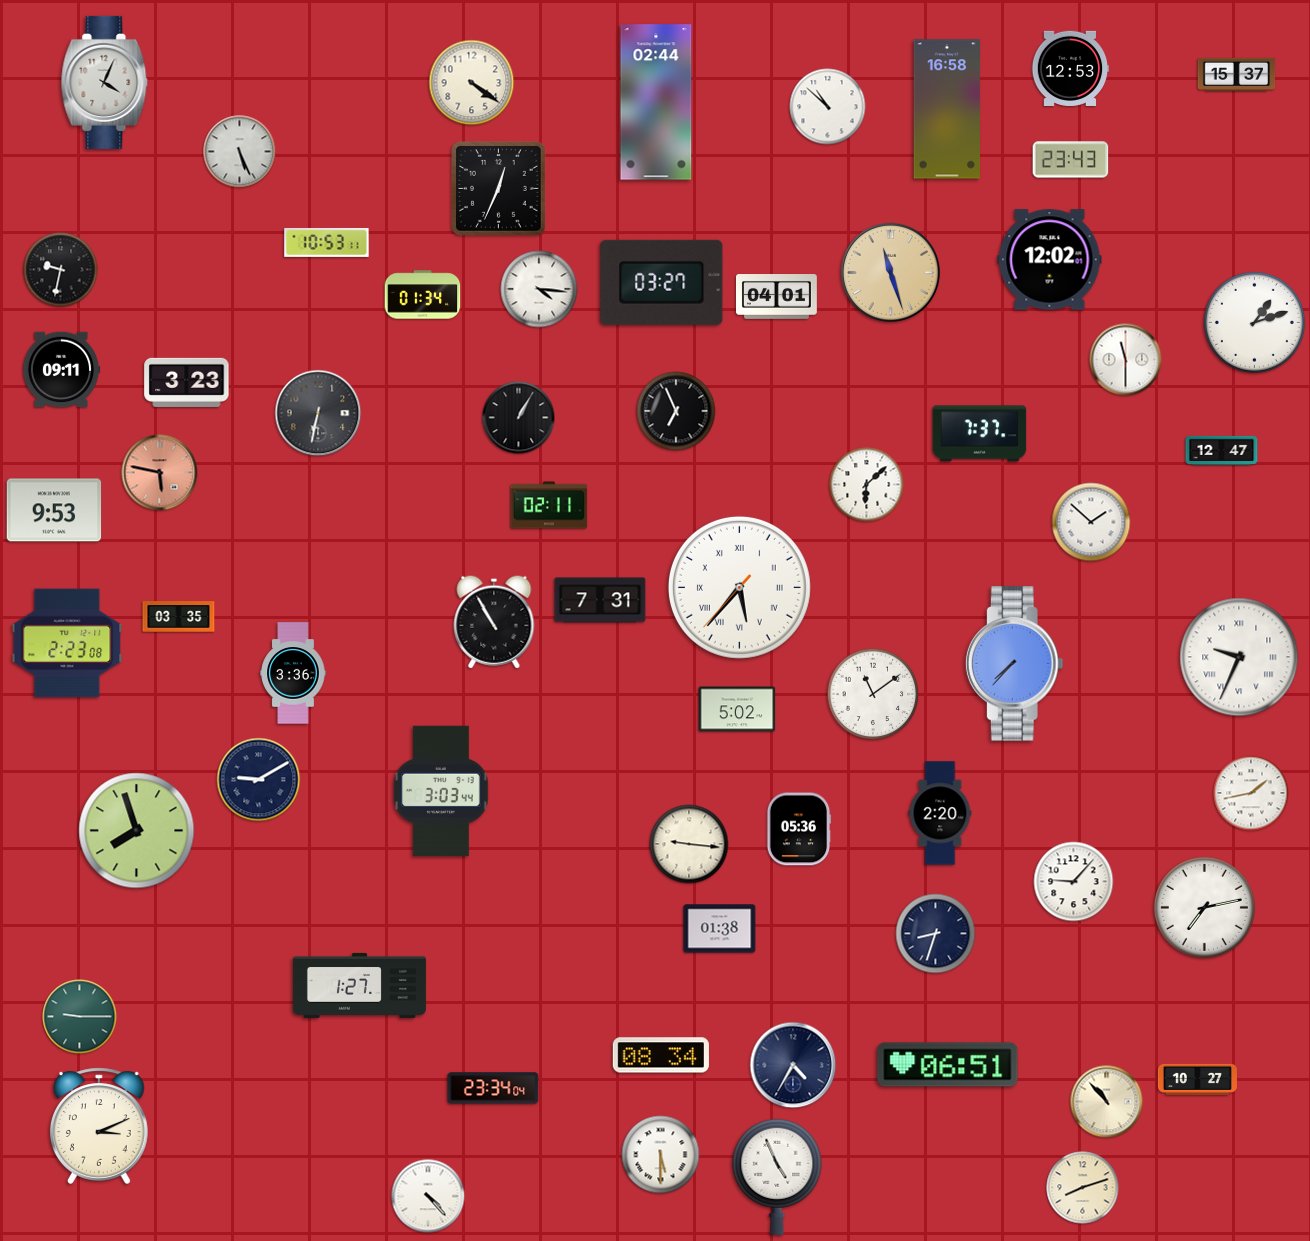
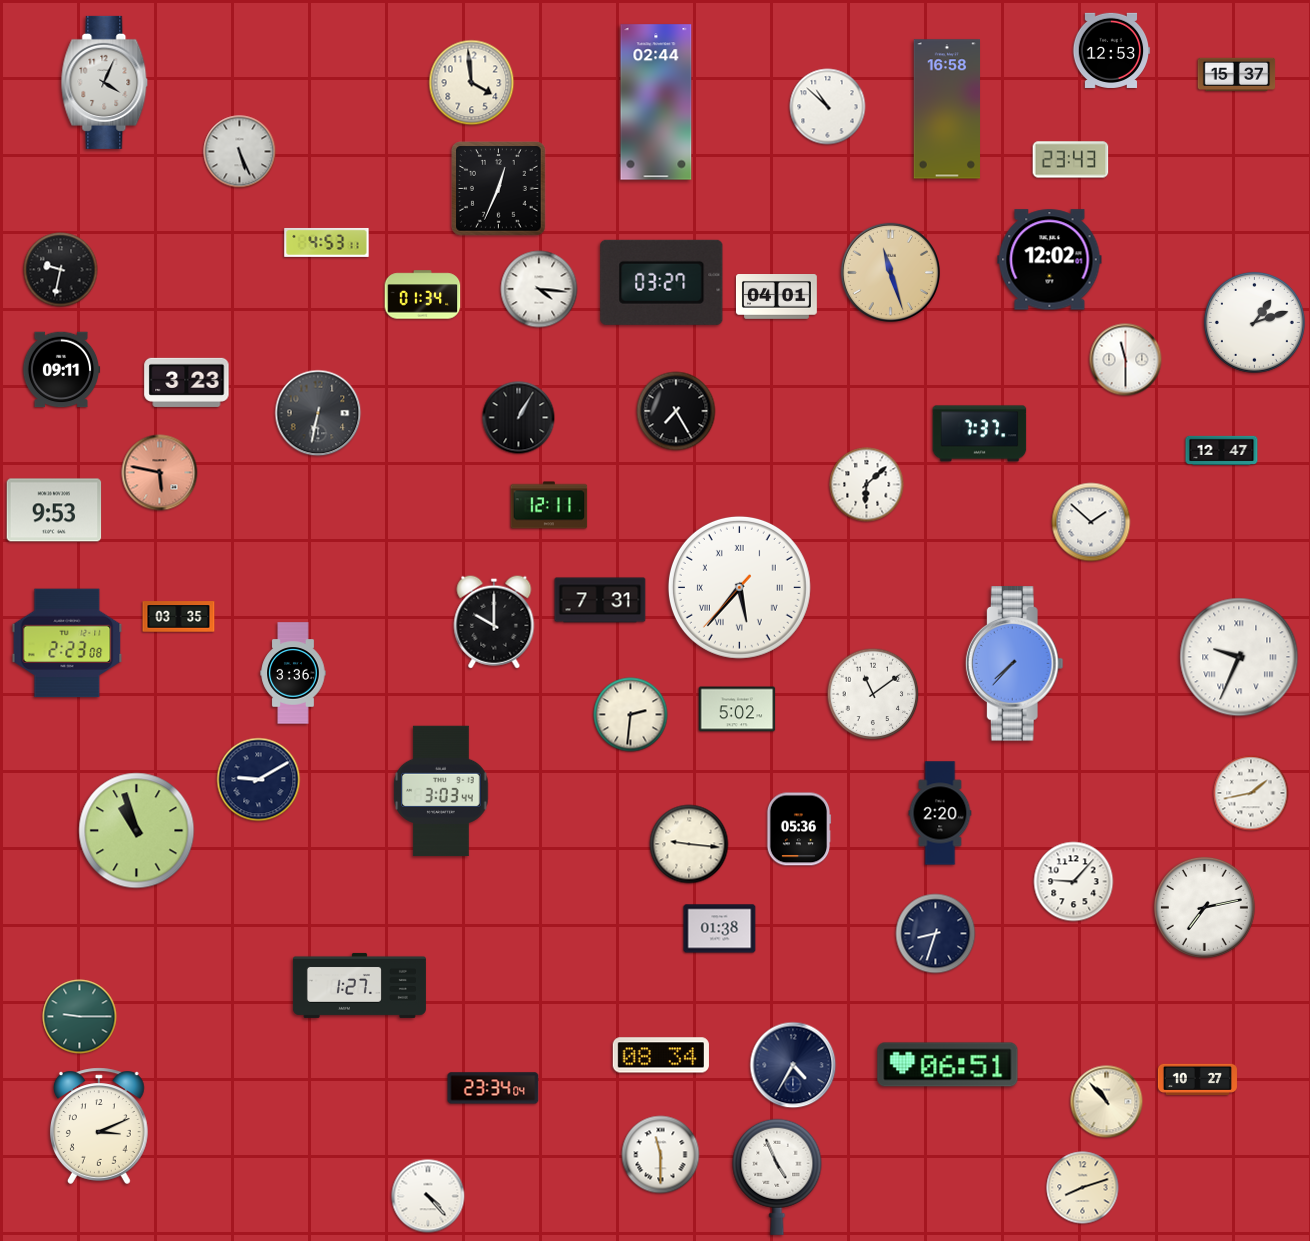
clock at (1070, 68) position: (1070, 68) -> (1111, 50)
clock at (472, 83): 4:21 -> 3:59
clock at (327, 242): 10:53 -> 4:53
clock at (676, 411): 6:56 -> 7:25
clock at (549, 505): 02:11 -> 12:11
clock at (494, 622): 10:55 -> 10:00
clock at (631, 715): none -> 2:31
clock at (137, 831): 7:57 -> 10:57
clock at (661, 1155): 5:30 -> 11:30
